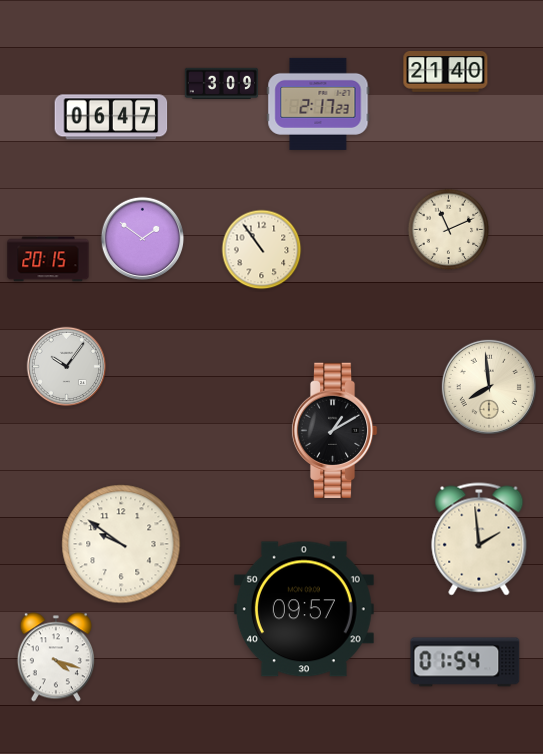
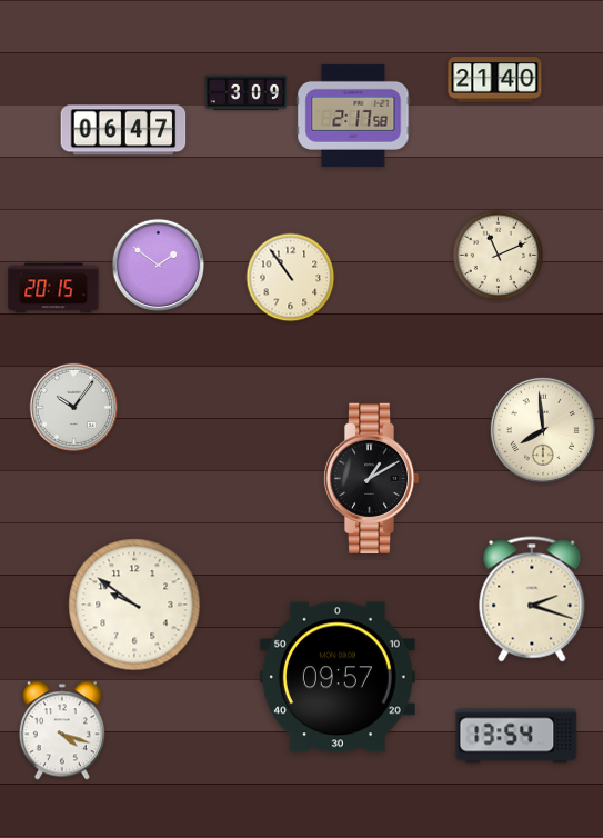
clock at (318, 104): 2:17:23 -> 2:17:58
clock at (479, 539): 1:59 -> 2:18
clock at (465, 662): 01:54 -> 13:54
